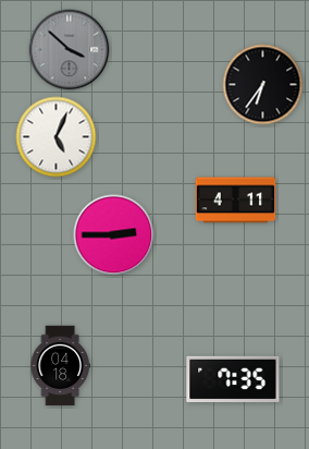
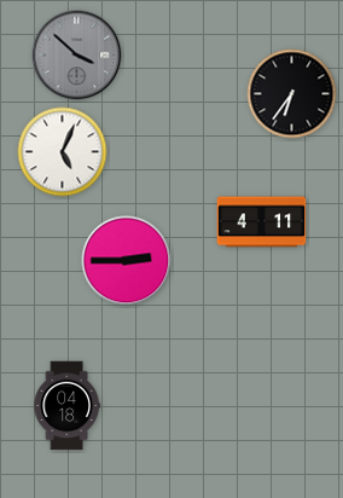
clock at (233, 378): 7:35 -> none
